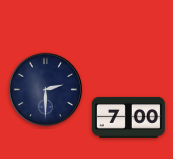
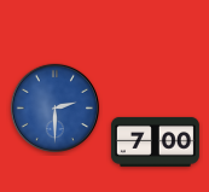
clock at (45, 89) dial: navy -> blue
